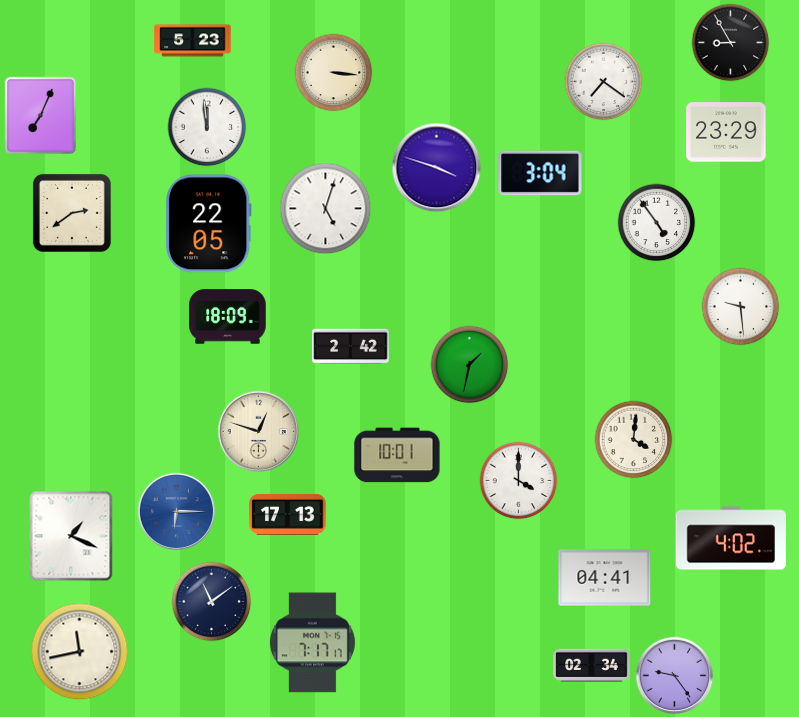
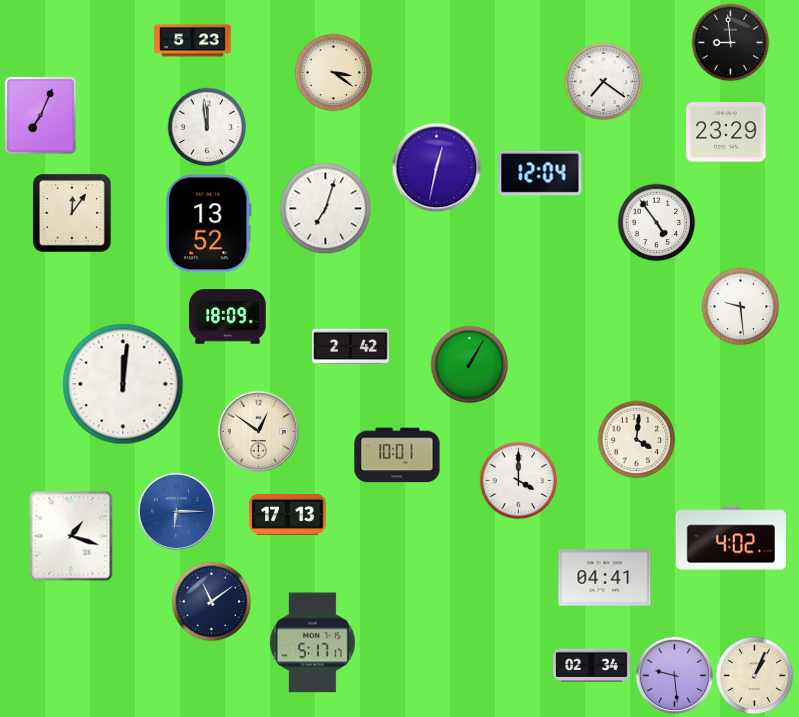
clock at (730, 42): 8:55 -> 8:59
clock at (333, 72): 3:16 -> 3:21
clock at (436, 167): 3:48 -> 12:32
clock at (540, 173): 3:04 -> 12:04
clock at (325, 208): 5:03 -> 7:03
clock at (72, 213): 2:39 -> 12:06
clock at (208, 224): 22:05 -> 13:52
clock at (469, 364): 1:32 -> 1:05
clock at (123, 384): none -> 12:01
clock at (258, 431): 12:48 -> 12:51
clock at (633, 439) position: (633, 439) -> (636, 439)
clock at (71, 536): 1:19 -> 1:18
clock at (312, 643): 7:17 -> 5:17
clock at (79, 651): 11:43 -> none
clock at (674, 675): 9:24 -> 9:29
clock at (754, 675): none -> 1:04
